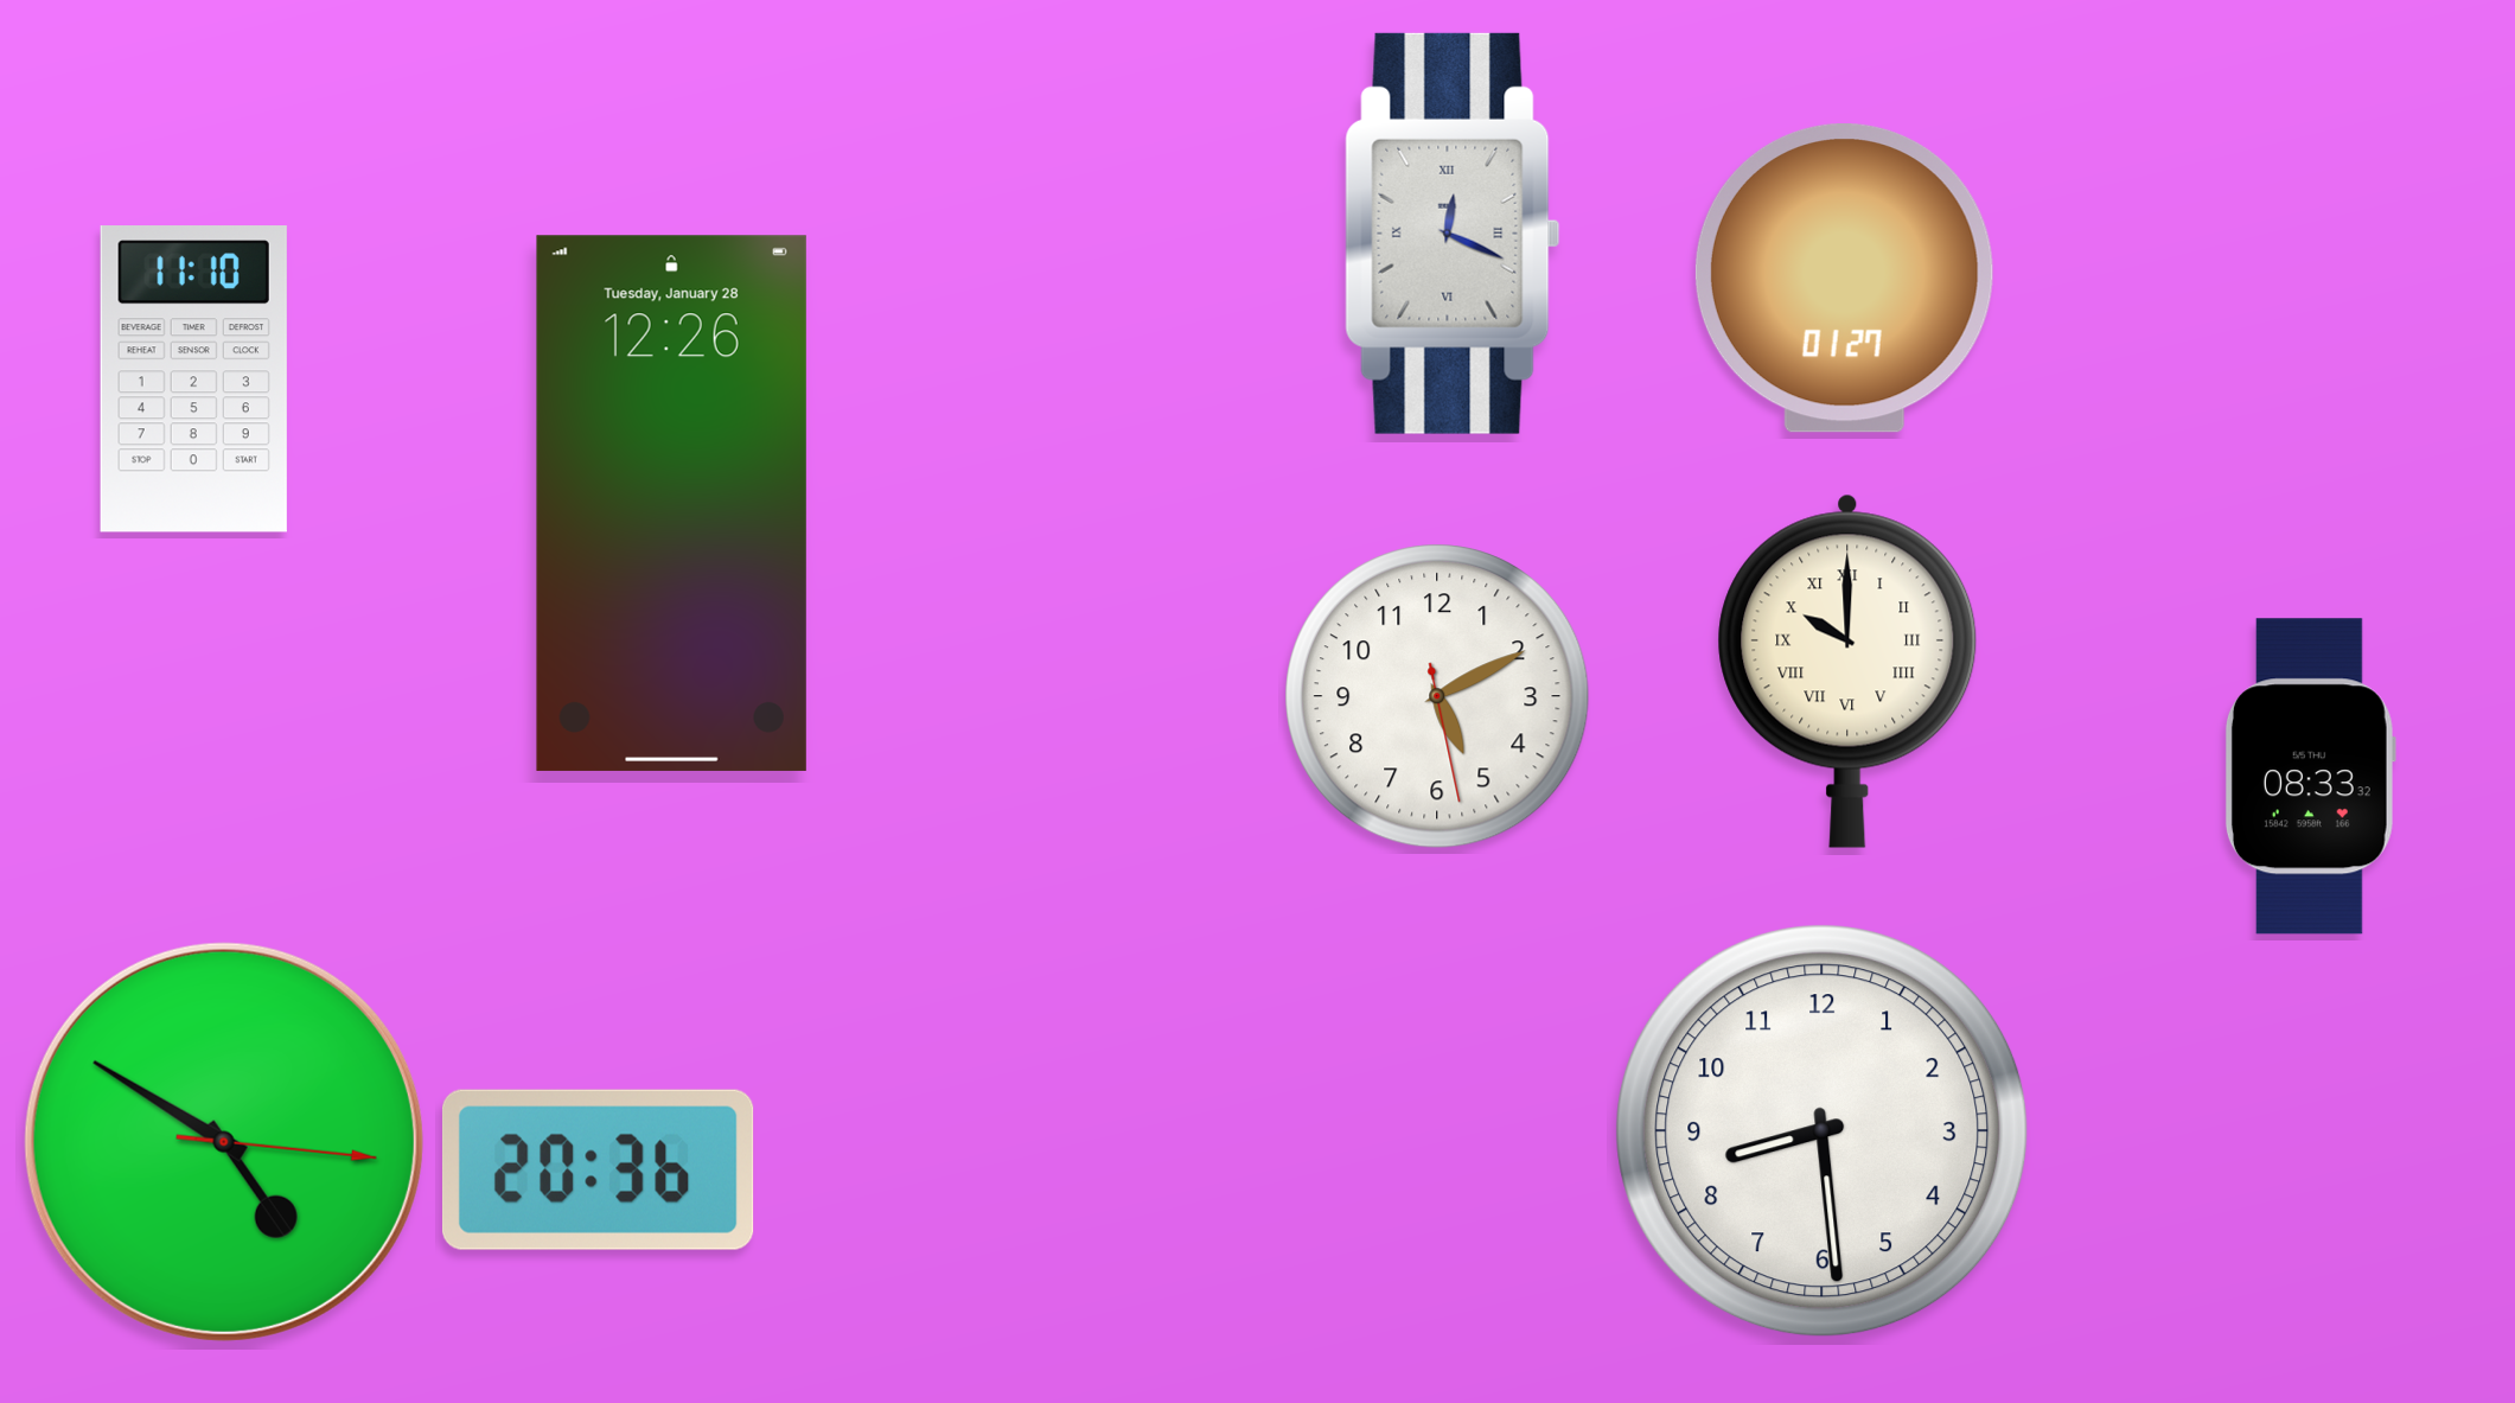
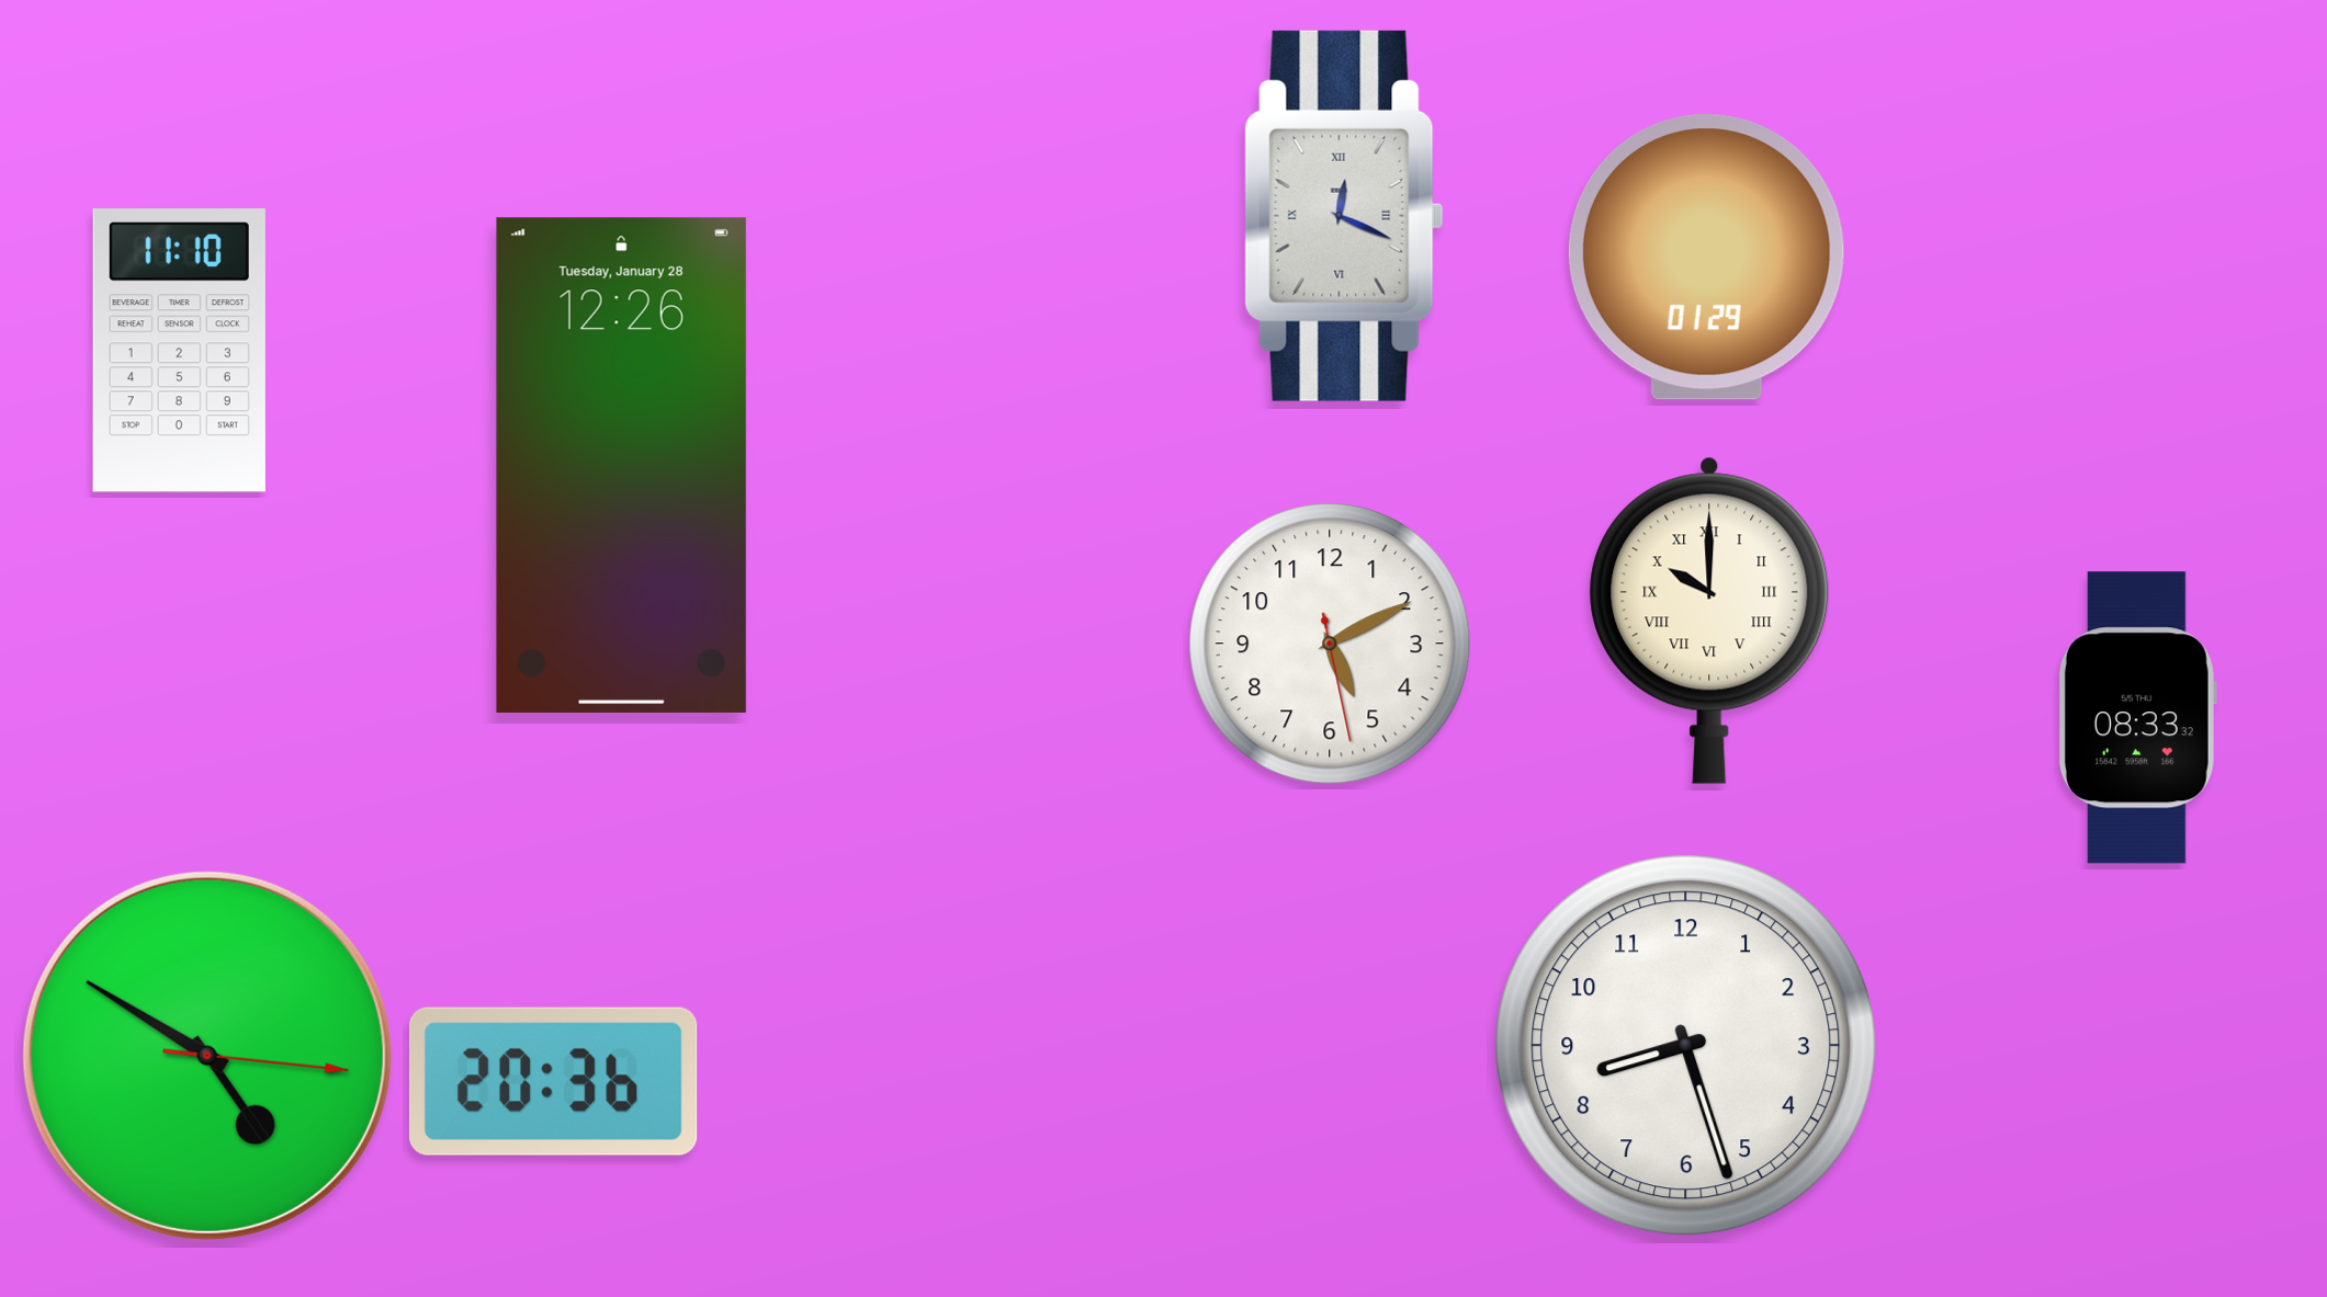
clock at (1844, 279): 01:27 -> 01:29
clock at (1823, 1131): 8:29 -> 8:27
